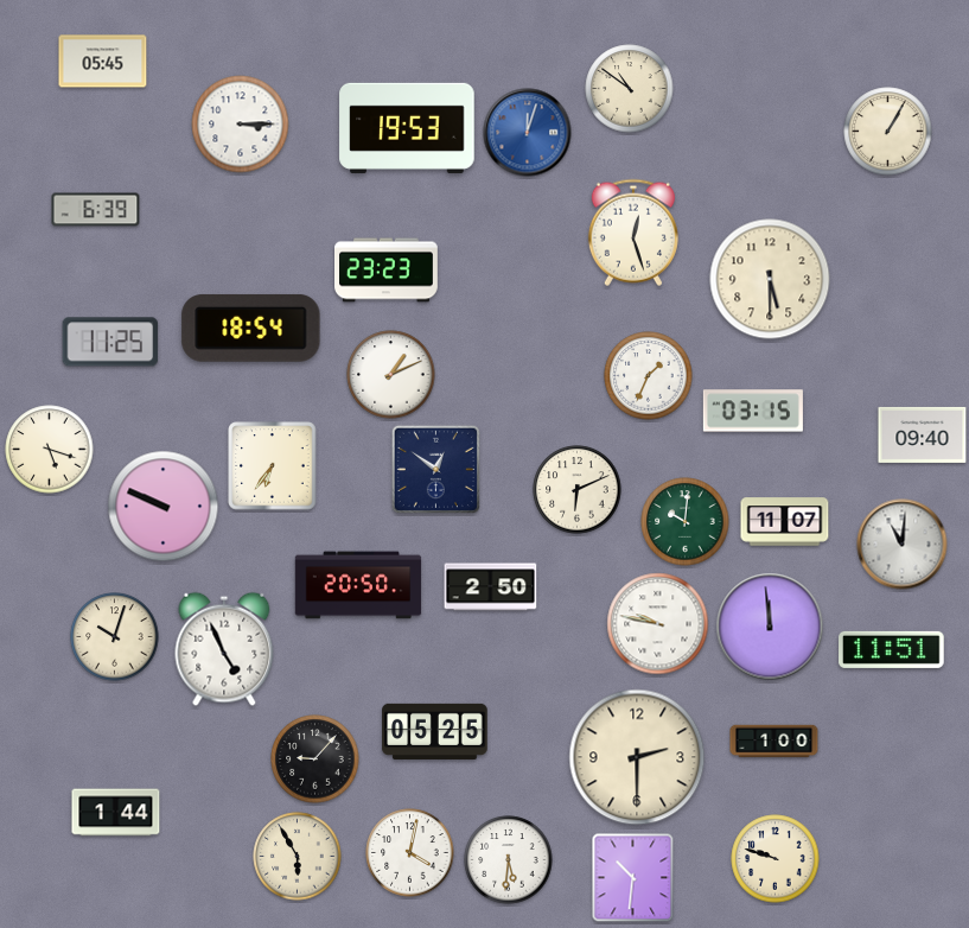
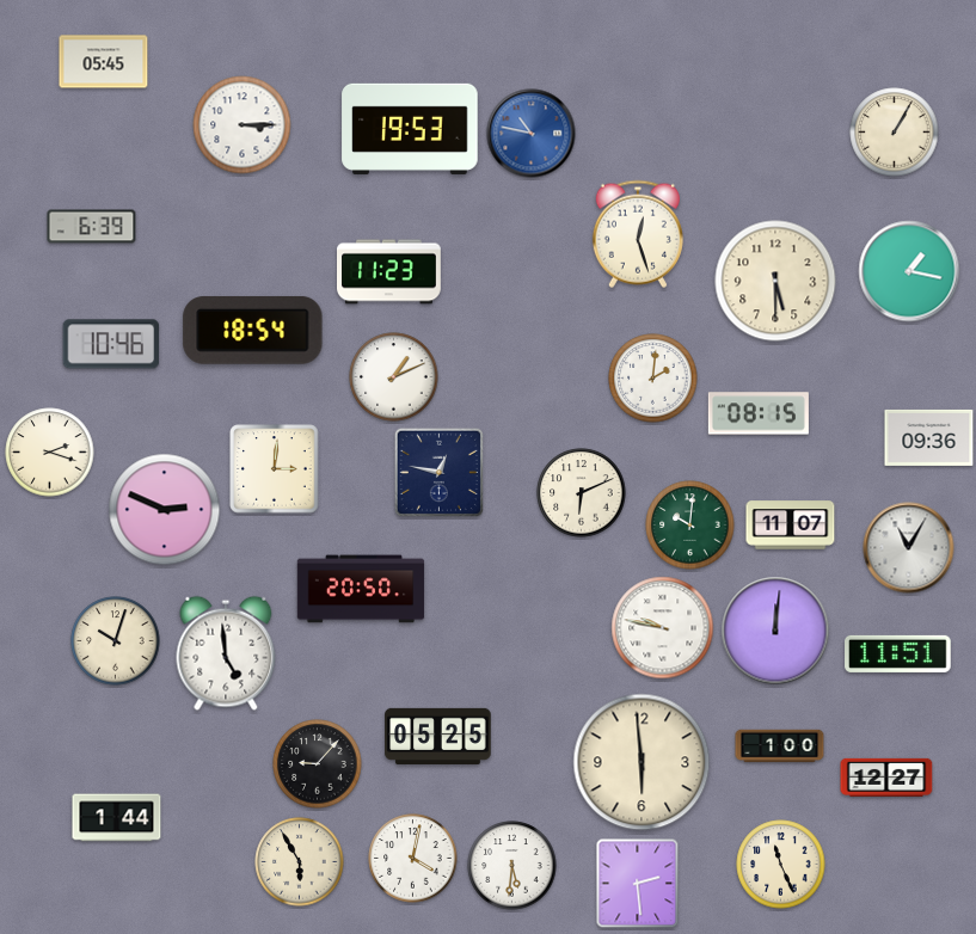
clock at (630, 89): 10:51 -> none
clock at (528, 133): 12:03 -> 10:47
clock at (96, 210) position: (96, 210) -> (92, 227)
clock at (909, 271): none -> 1:17
clock at (387, 271): 23:23 -> 11:23
clock at (110, 342): 11:25 -> 10:46
clock at (649, 376): 1:34 -> 2:01
clock at (753, 411): 03:15 -> 08:15
clock at (923, 434): 09:40 -> 09:36
clock at (50, 450): 5:18 -> 2:18
clock at (273, 466): 6:36 -> 3:01
clock at (435, 469): 12:51 -> 12:47
clock at (164, 507): 9:49 -> 2:49
clock at (903, 545): 11:01 -> 11:05
clock at (491, 587): 2:50 -> none
clock at (770, 627): 11:59 -> 12:01
clock at (224, 649): 4:56 -> 4:59
clock at (637, 757): 2:30 -> 5:59
clock at (886, 778): none -> 12:27
clock at (776, 859): 9:48 -> 11:26
clock at (633, 878): 10:31 -> 2:29
